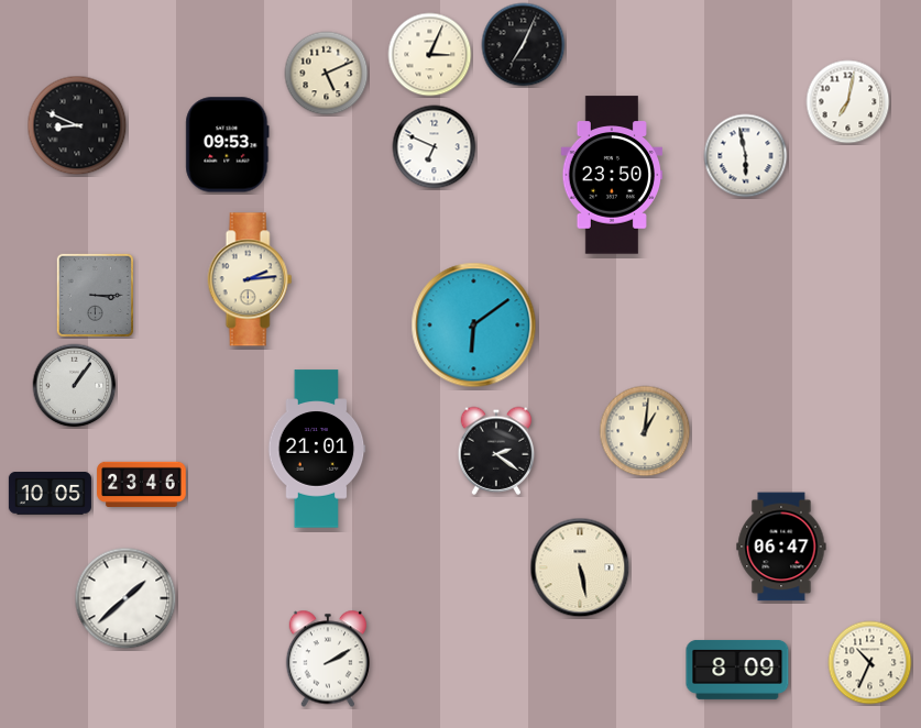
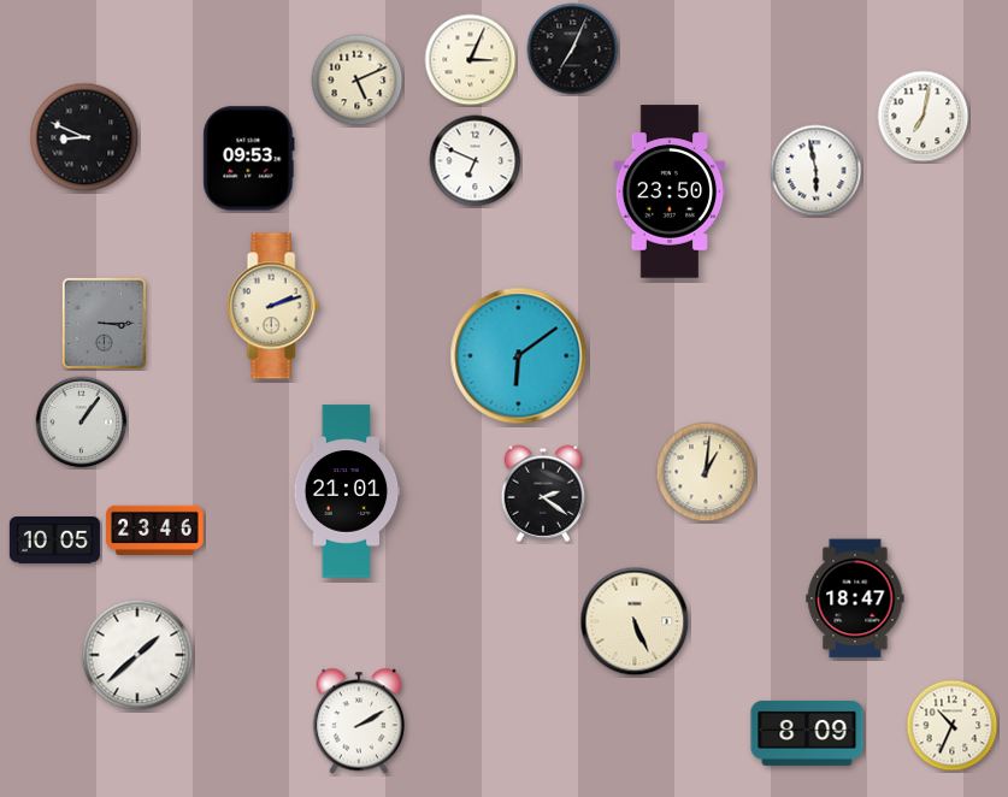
clock at (848, 102) position: (848, 102) -> (924, 117)
clock at (250, 279): 2:14 -> 2:12
clock at (781, 547): 06:47 -> 18:47
clock at (580, 567): 5:28 -> 5:26
